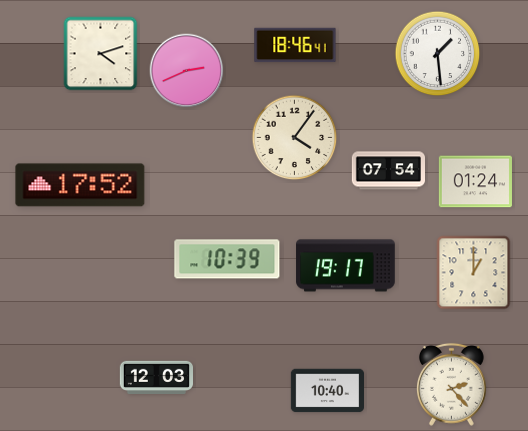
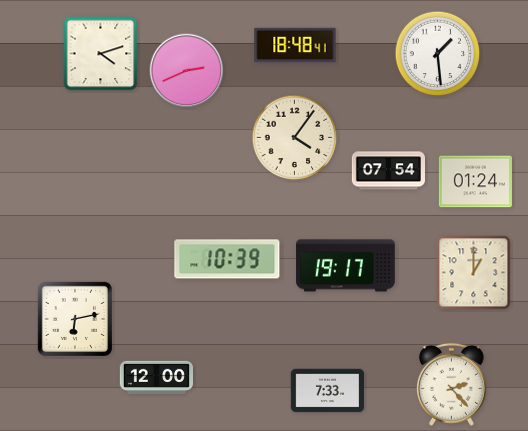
clock at (295, 45): 18:46 -> 18:48
clock at (80, 185): 17:52 -> none
clock at (74, 318): none -> 6:13
clock at (156, 377): 12:03 -> 12:00
clock at (327, 391): 10:40 -> 7:33
